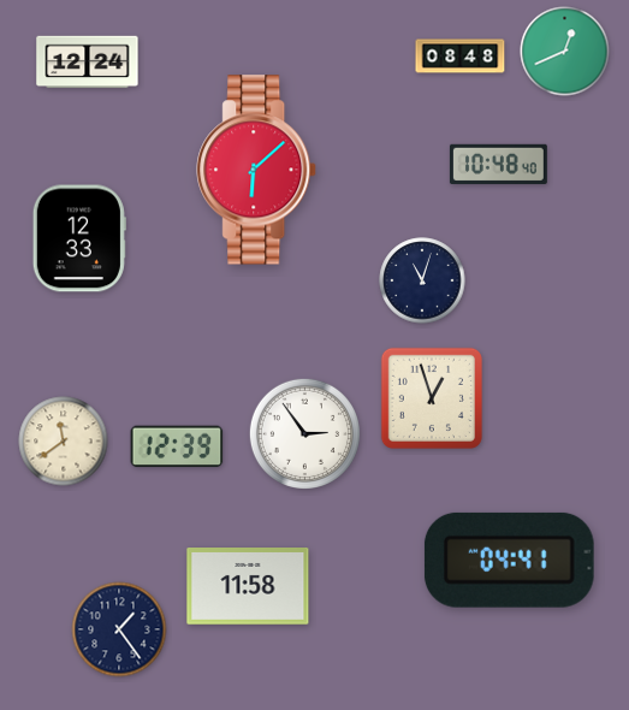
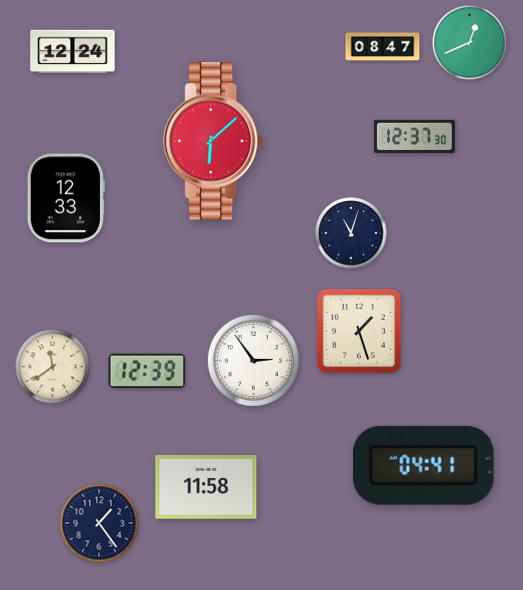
clock at (461, 57): 08:48 -> 08:47
clock at (498, 164): 10:48 -> 12:37
clock at (432, 398): 12:57 -> 1:27
